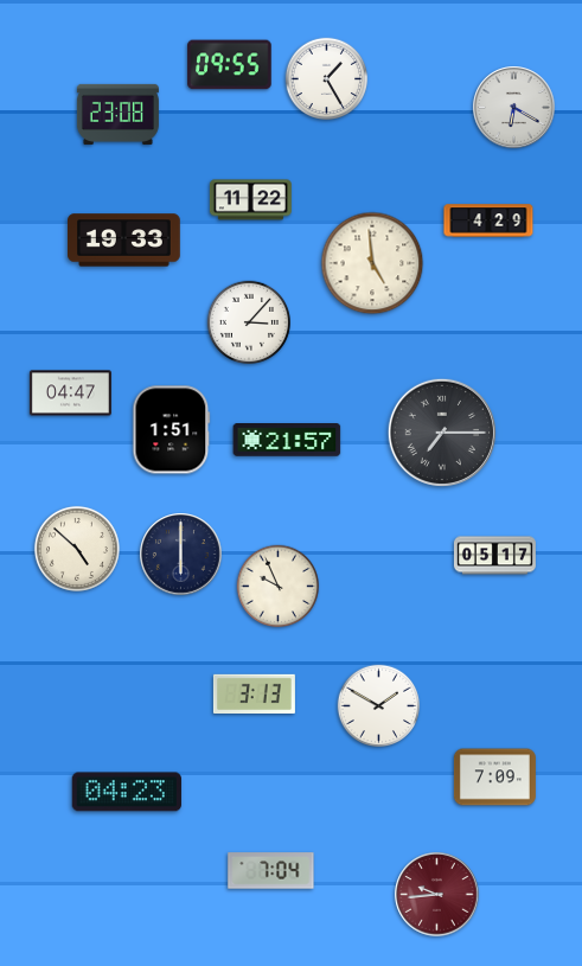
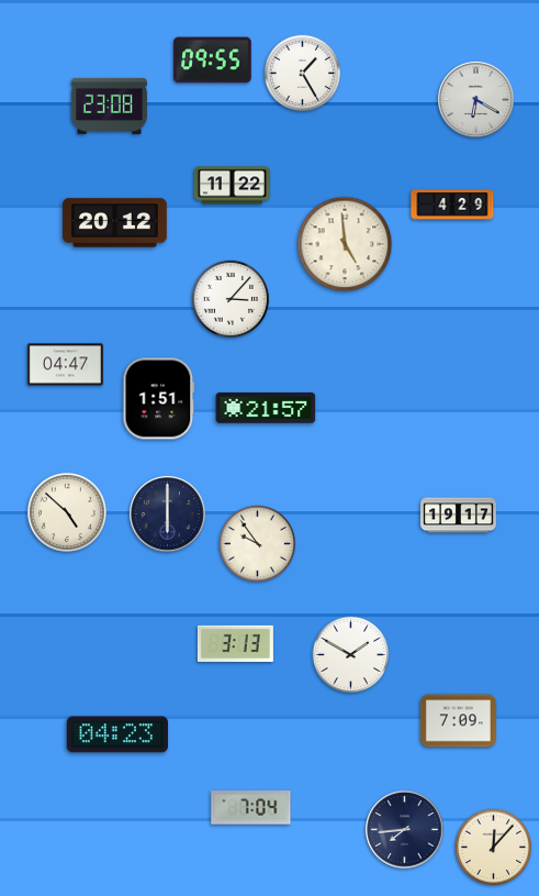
clock at (124, 241): 19:33 -> 20:12
clock at (442, 433): 7:15 -> none
clock at (77, 549) position: (77, 549) -> (67, 512)
clock at (494, 556): 05:17 -> 19:17
clock at (279, 587): 9:56 -> 9:54
clock at (437, 895): 9:44 -> 7:44
clock at (437, 895) dial: burgundy -> navy
clock at (494, 848): none -> 12:07
